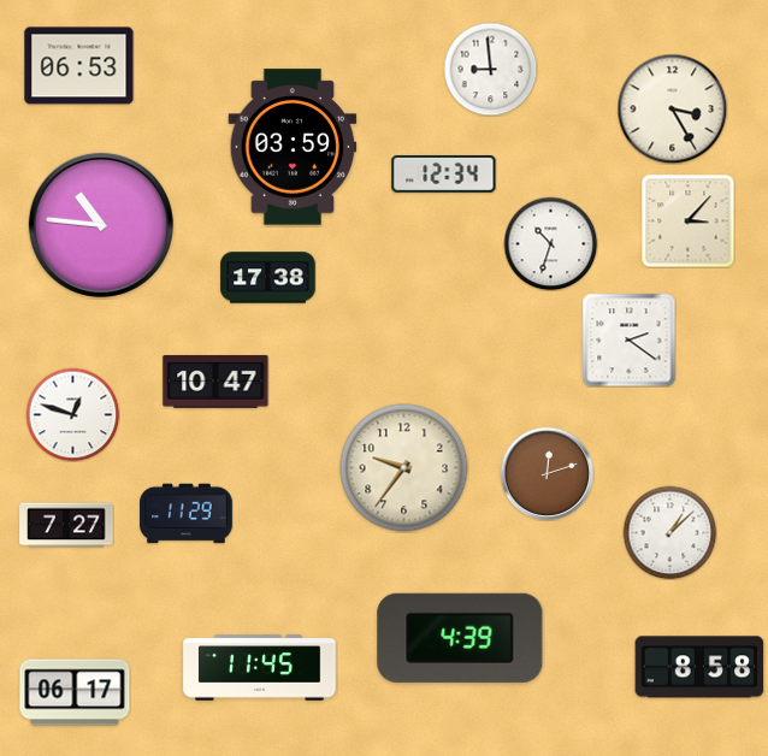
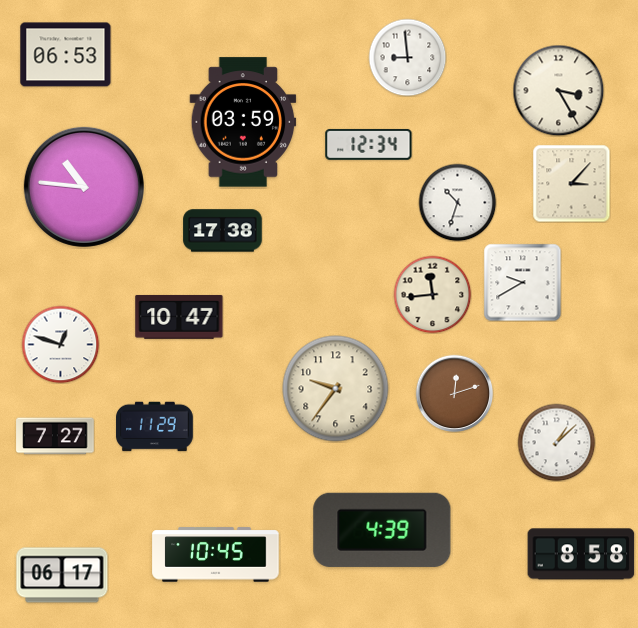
clock at (628, 339): 2:21 -> 9:40
clock at (432, 294): none -> 11:44
clock at (260, 668): 11:45 -> 10:45
